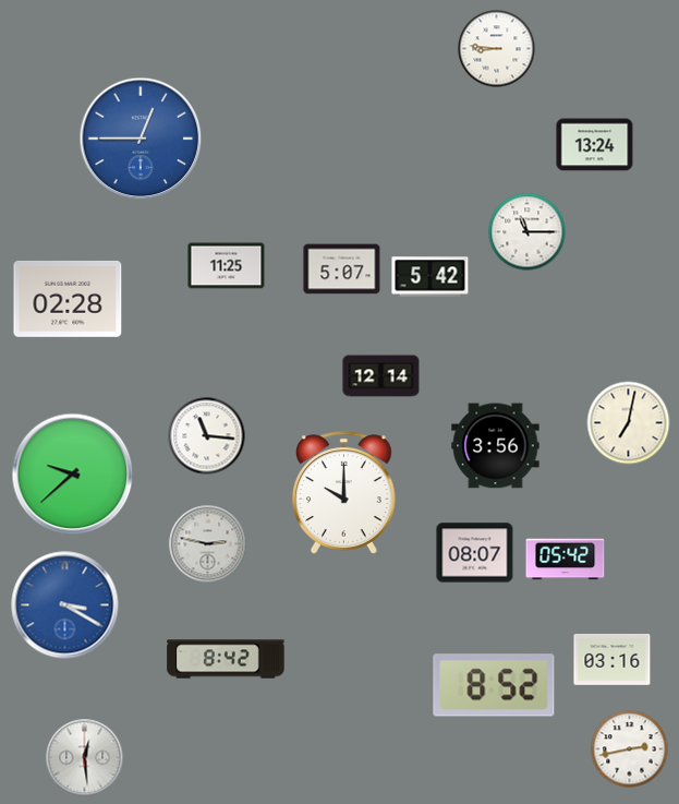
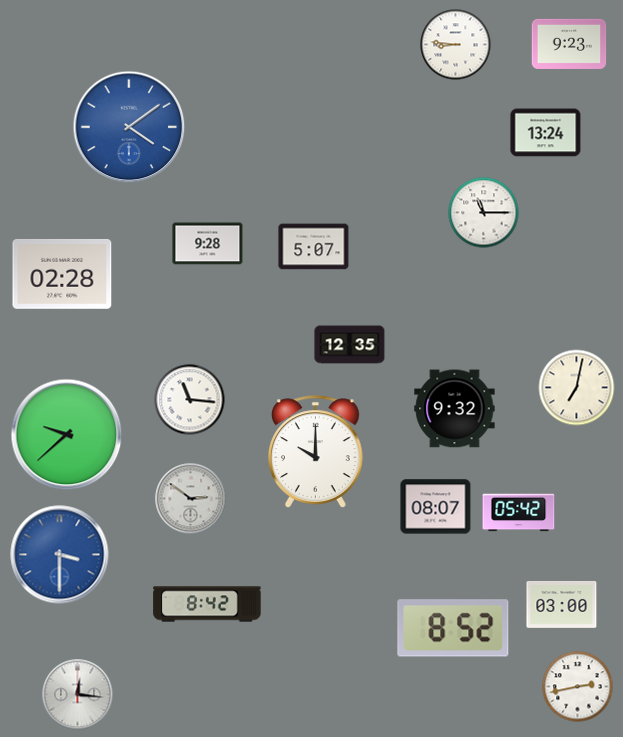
clock at (569, 44): none -> 9:23
clock at (141, 139): 12:45 -> 4:09
clock at (227, 266): 11:25 -> 9:28
clock at (431, 277): 5:42 -> none
clock at (381, 376): 12:14 -> 12:35
clock at (496, 446): 3:56 -> 9:32
clock at (208, 544): 2:47 -> 2:51
clock at (65, 605): 3:20 -> 3:30
clock at (613, 660): 03:16 -> 03:00
clock at (85, 758): 12:29 -> 12:16
